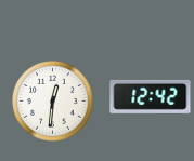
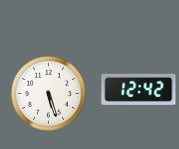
clock at (53, 102): 12:31 -> 5:27
